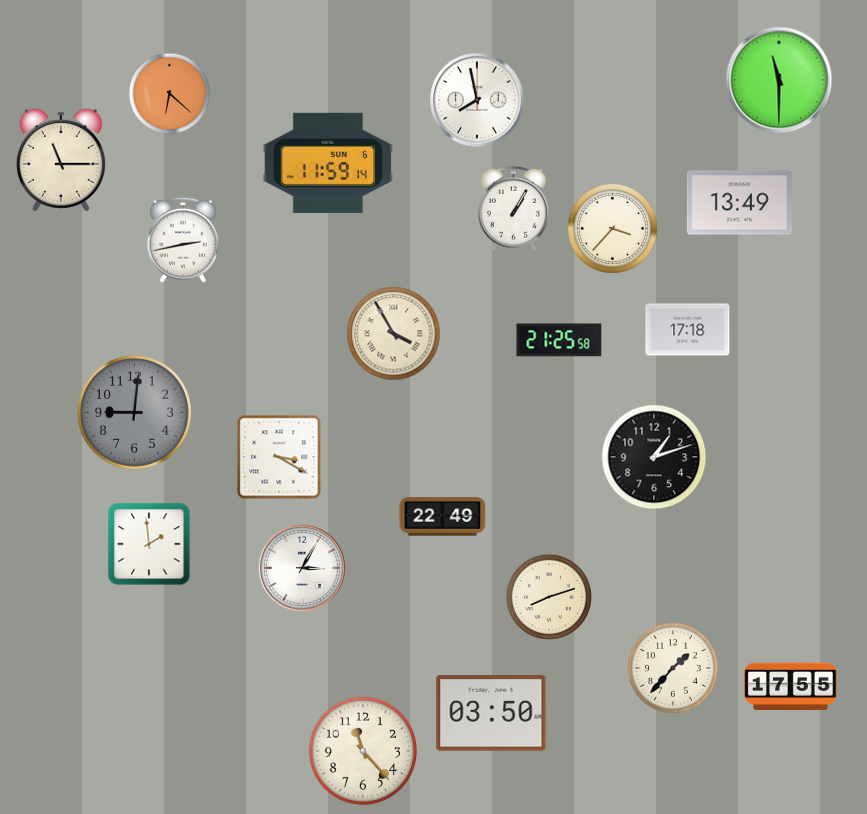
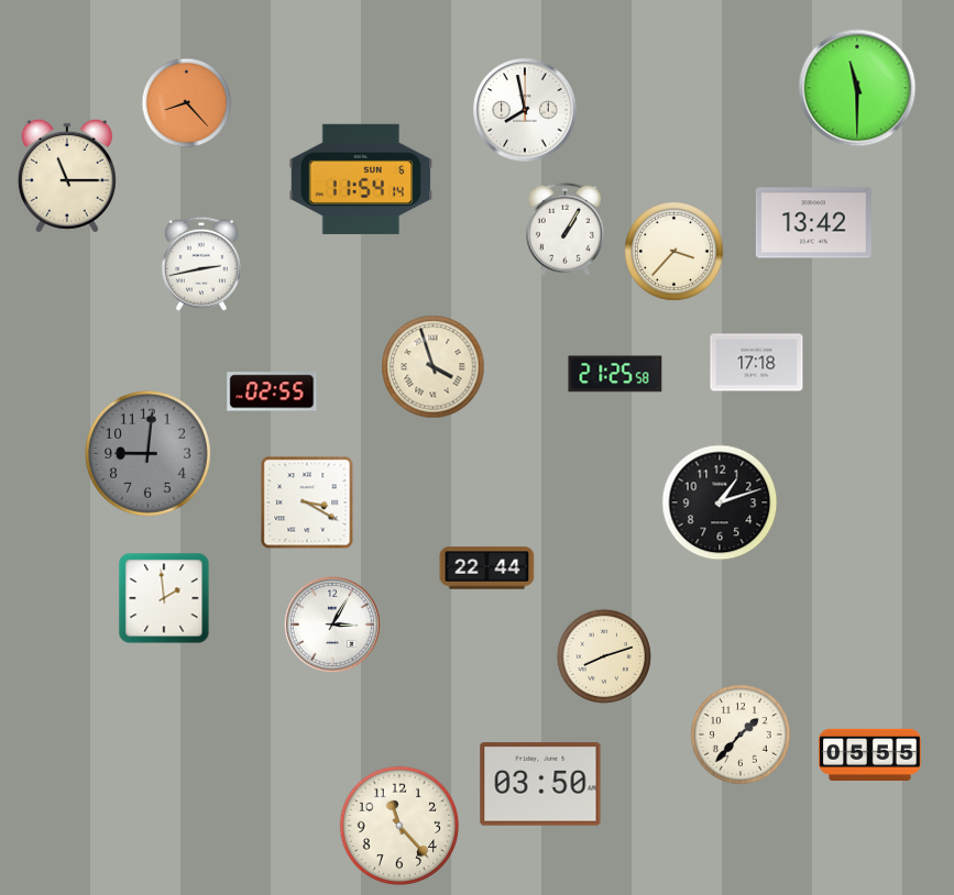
clock at (170, 94): 6:22 -> 8:23
clock at (328, 163): 11:59 -> 11:54
clock at (739, 203): 13:49 -> 13:42
clock at (394, 334): 3:55 -> 3:57
clock at (272, 391): none -> 02:55
clock at (443, 517): 22:49 -> 22:44
clock at (791, 687): 17:55 -> 05:55
